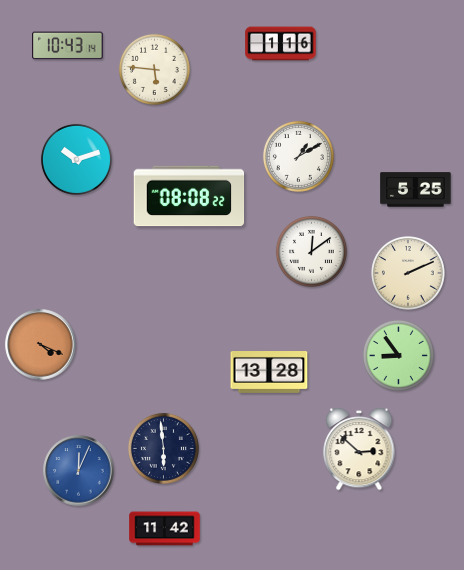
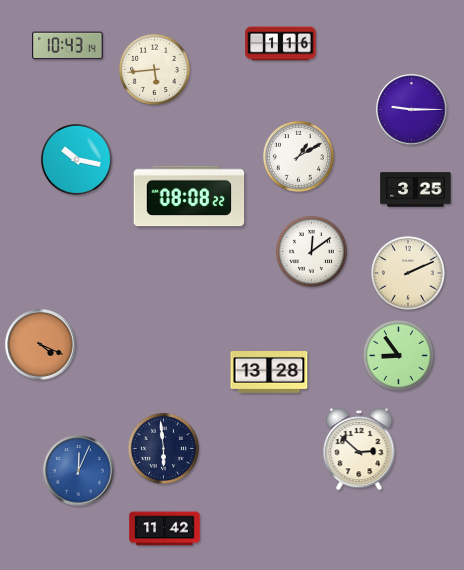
clock at (154, 69): 5:46 -> 5:44
clock at (412, 110): none -> 9:15
clock at (76, 159): 10:12 -> 10:17
clock at (416, 190): 5:25 -> 3:25
